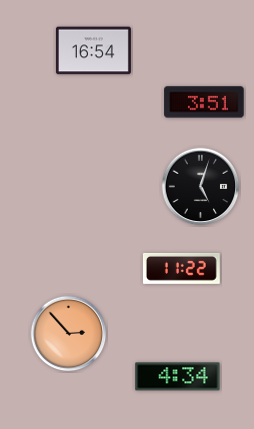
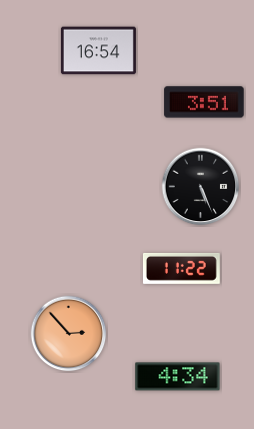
clock at (93, 51) position: (93, 51) -> (98, 51)
clock at (201, 187): 5:03 -> 5:26
